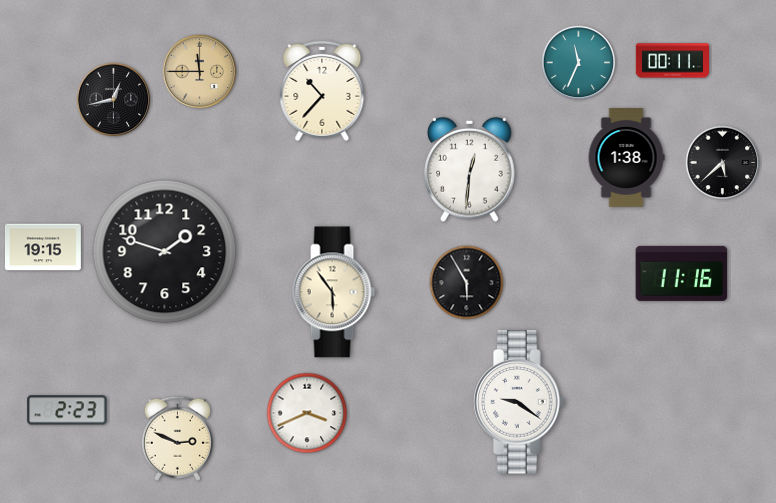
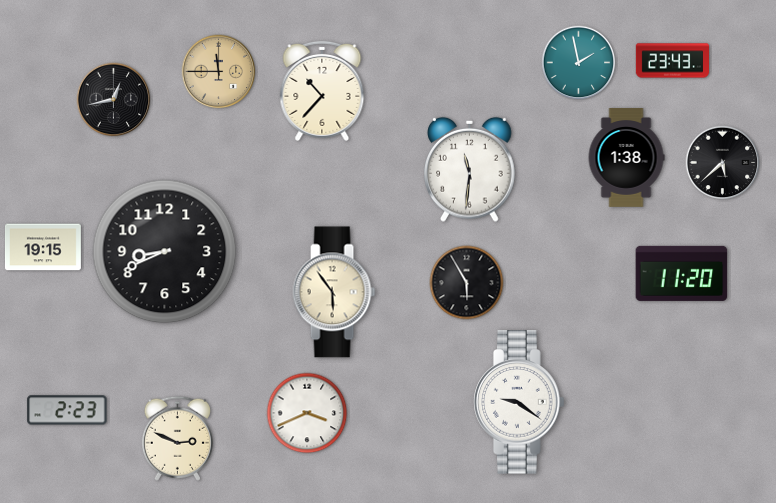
clock at (672, 61): 00:11 -> 23:43
clock at (579, 63): 11:34 -> 1:58
clock at (200, 72) position: (200, 72) -> (219, 72)
clock at (470, 169): 12:31 -> 11:31
clock at (165, 252): 1:48 -> 8:41
clock at (682, 273): 11:16 -> 11:20
